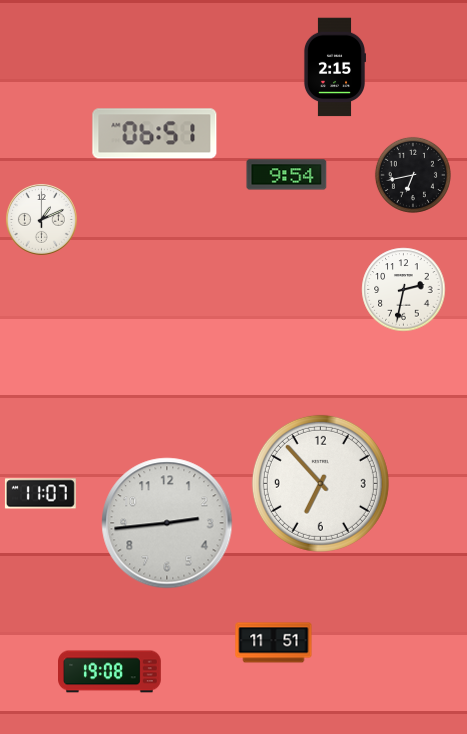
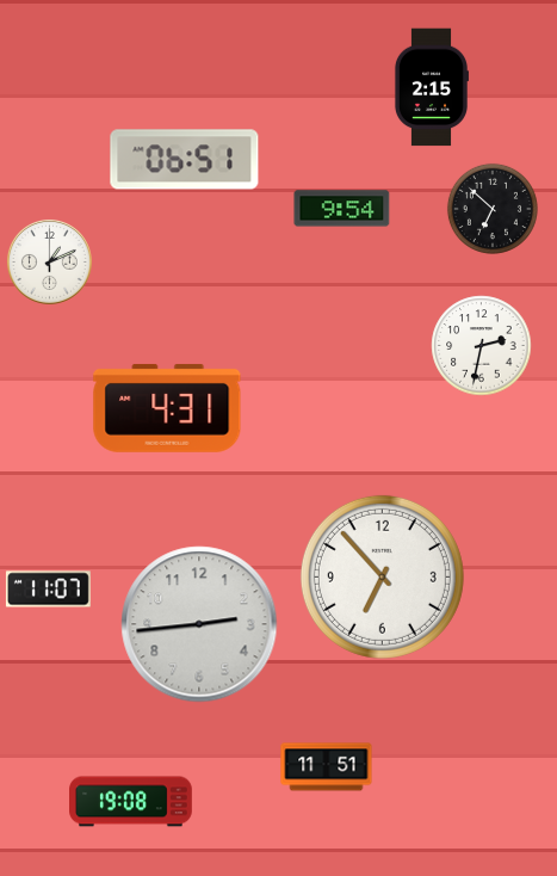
clock at (334, 67) position: (334, 67) -> (431, 87)
clock at (413, 175): 6:43 -> 6:52
clock at (167, 408): none -> 4:31
